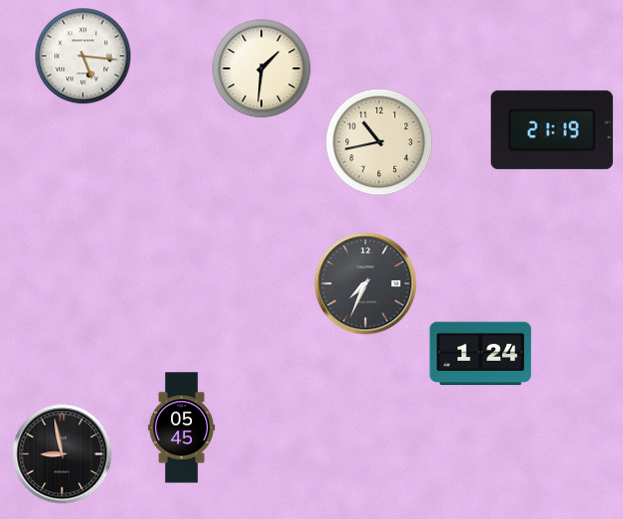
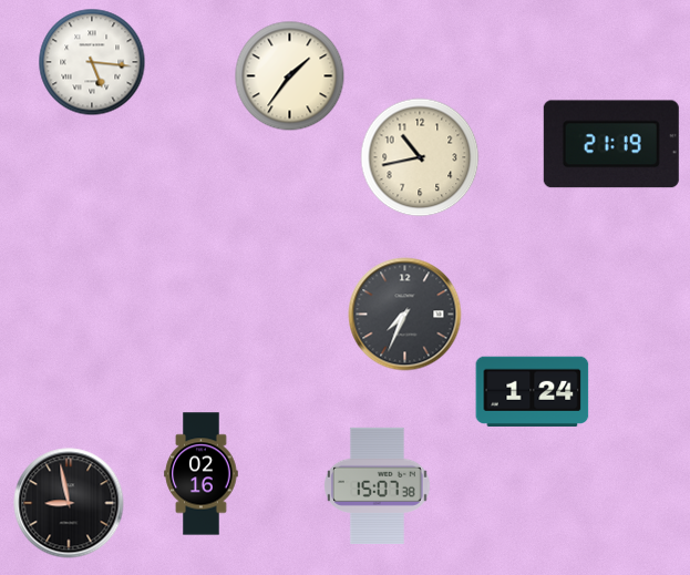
clock at (262, 69): 1:31 -> 1:36
clock at (182, 428): 05:45 -> 02:16
clock at (378, 485): none -> 15:07
